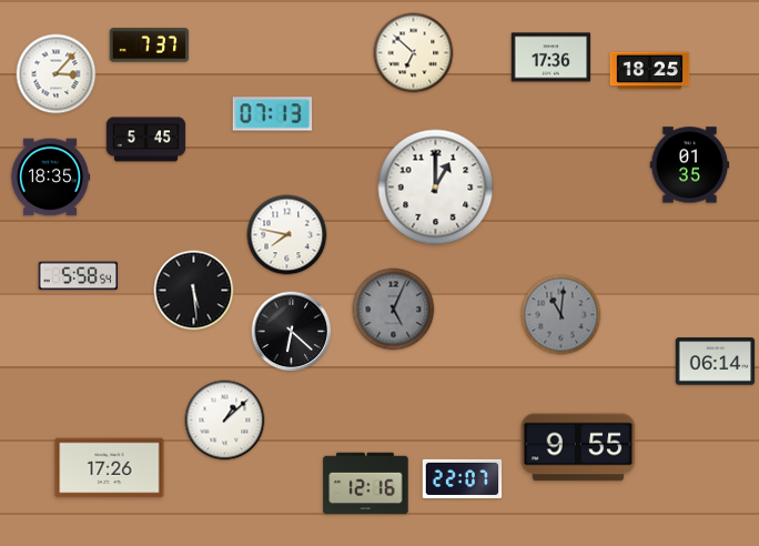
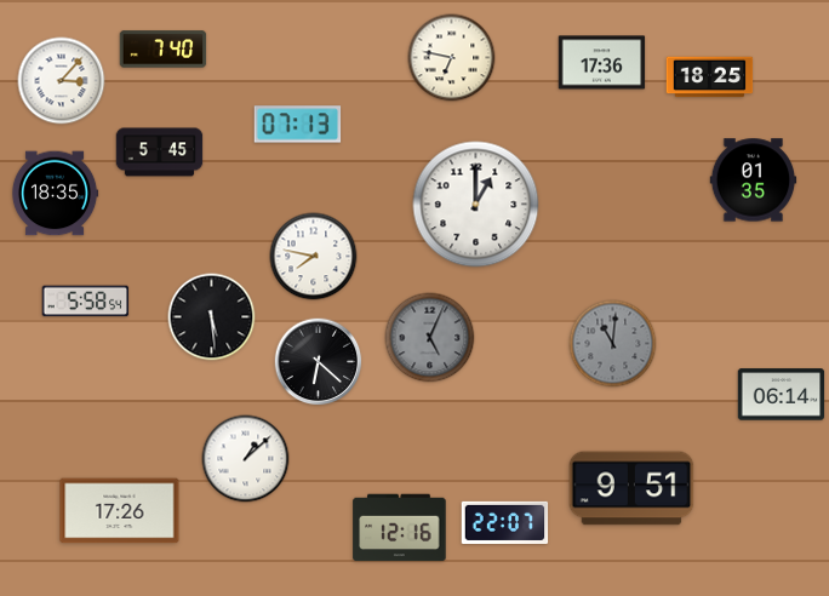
clock at (150, 46): 7:37 -> 7:40
clock at (414, 53): 6:52 -> 6:47
clock at (578, 447): 9:55 -> 9:51
